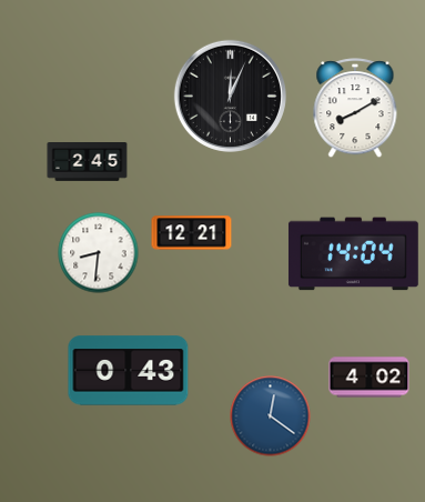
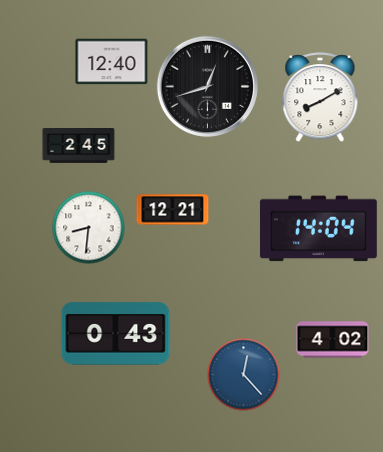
clock at (112, 62): none -> 12:40
clock at (230, 96): 12:04 -> 12:42
clock at (271, 416): 12:21 -> 12:23
